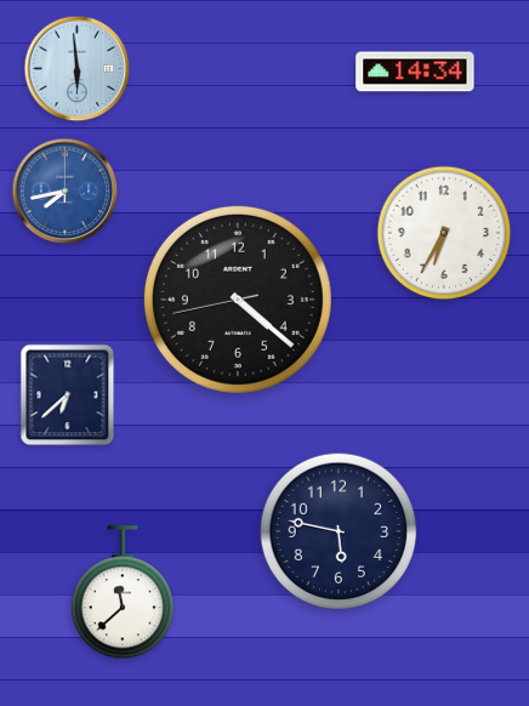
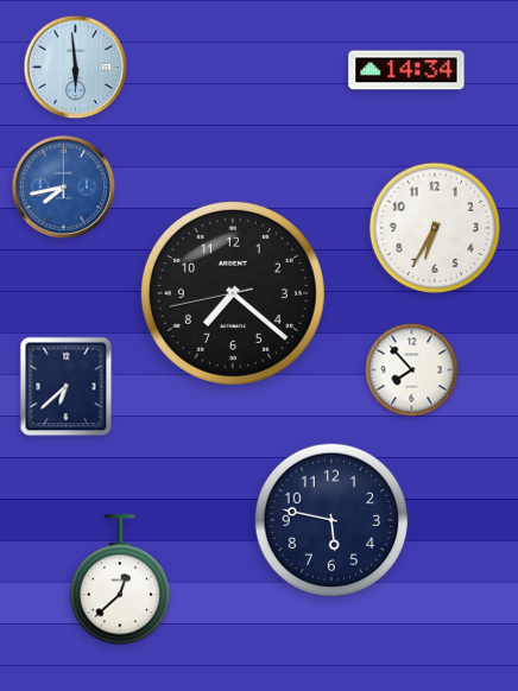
clock at (238, 300): 4:21 -> 7:21
clock at (412, 370): none -> 7:53
clock at (121, 593): 11:38 -> 12:38
